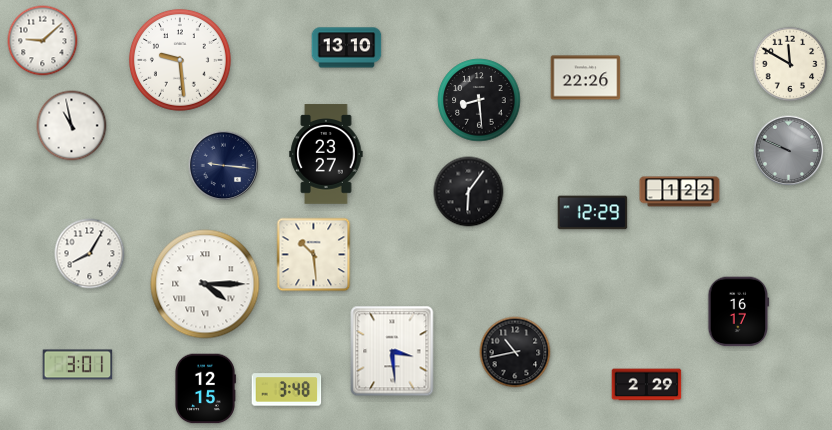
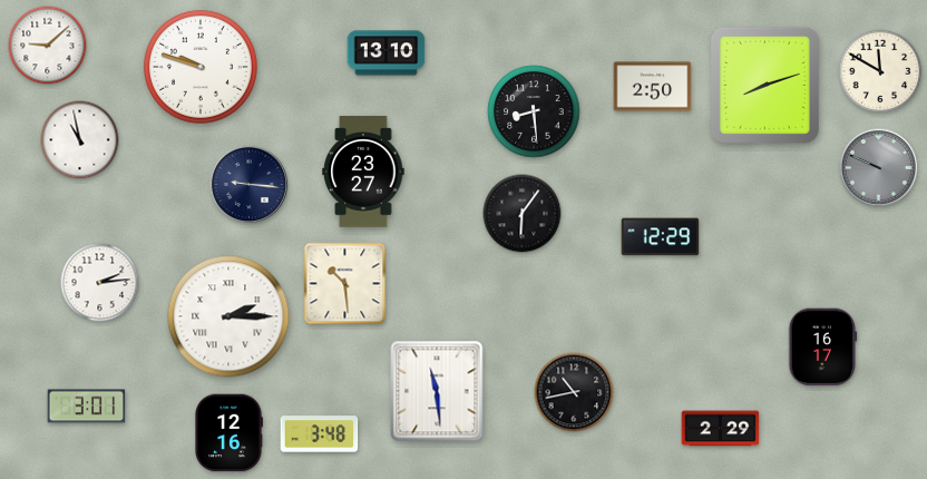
clock at (180, 60): 9:29 -> 9:48
clock at (764, 85): none -> 8:12
clock at (586, 78): 22:26 -> 2:50
clock at (680, 192): 1:22 -> none
clock at (90, 254): 8:05 -> 2:14
clock at (314, 255) position: (314, 255) -> (345, 284)
clock at (205, 284): 4:15 -> 2:15
clock at (392, 351): 3:29 -> 11:29
clock at (206, 389): 12:15 -> 12:16
